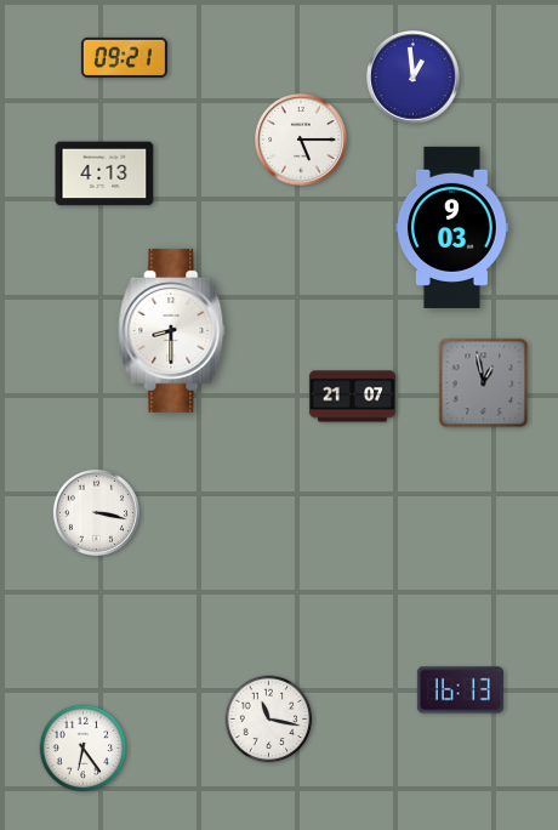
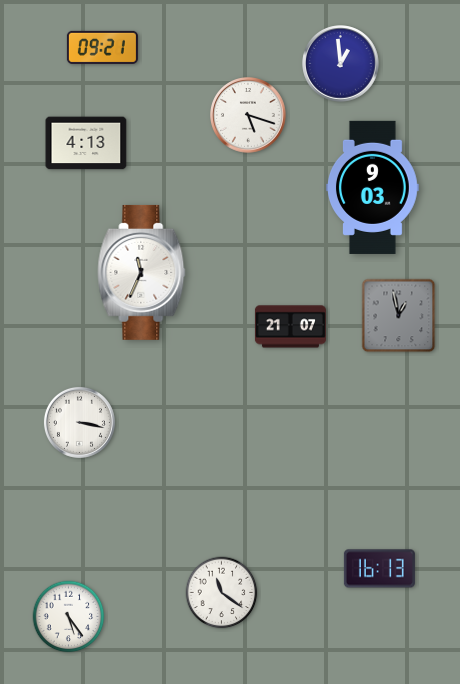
clock at (302, 141): 5:15 -> 5:18
clock at (172, 330): 8:30 -> 11:34
clock at (269, 720): 11:17 -> 11:21
clock at (84, 749): 6:24 -> 5:24
